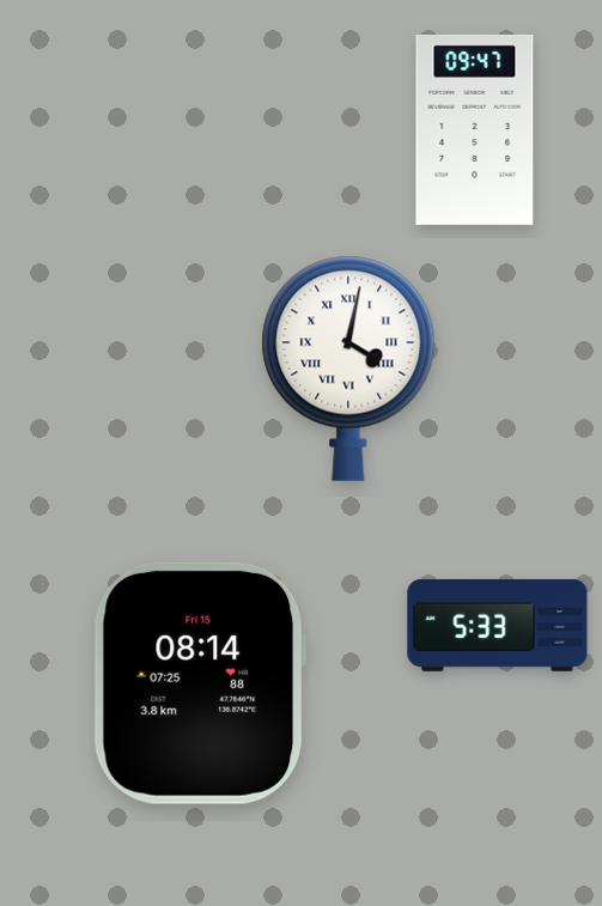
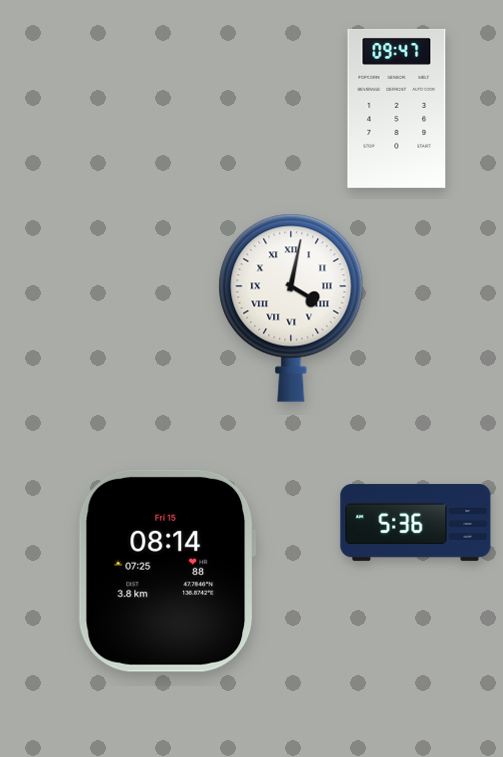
clock at (498, 625): 5:33 -> 5:36
